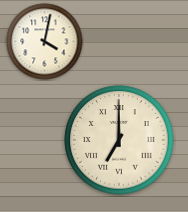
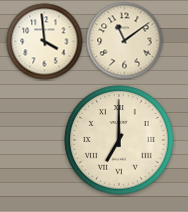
clock at (125, 41): none -> 11:09
clock at (45, 42): 4:02 -> 3:59
